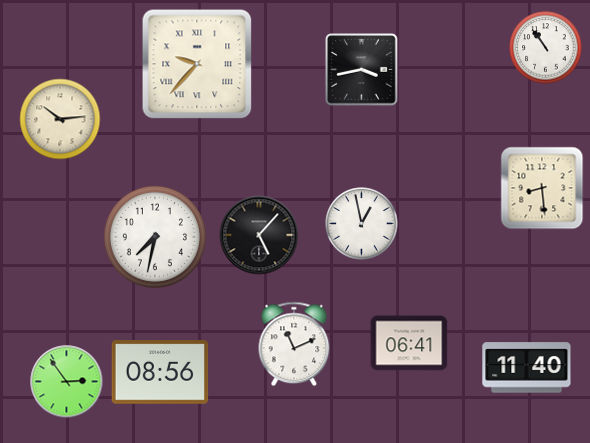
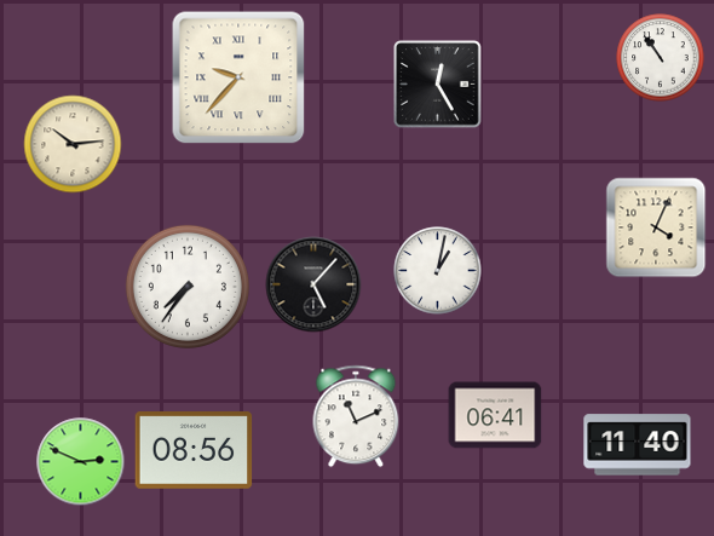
clock at (362, 70): 3:43 -> 12:25
clock at (542, 188): 8:29 -> 4:04
clock at (362, 224): 12:58 -> 1:02
clock at (155, 237): 7:32 -> 7:36
clock at (67, 382): 2:54 -> 2:49
